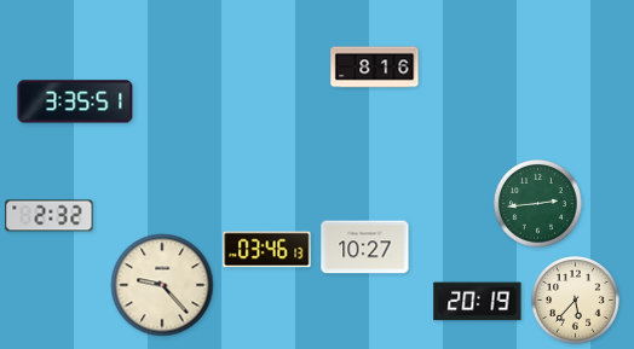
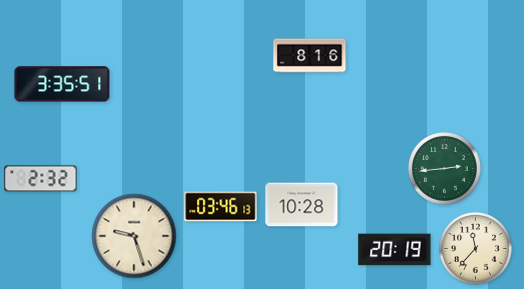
clock at (365, 248): 10:27 -> 10:28
clock at (162, 285): 9:23 -> 9:27
clock at (576, 301): 5:37 -> 11:37
